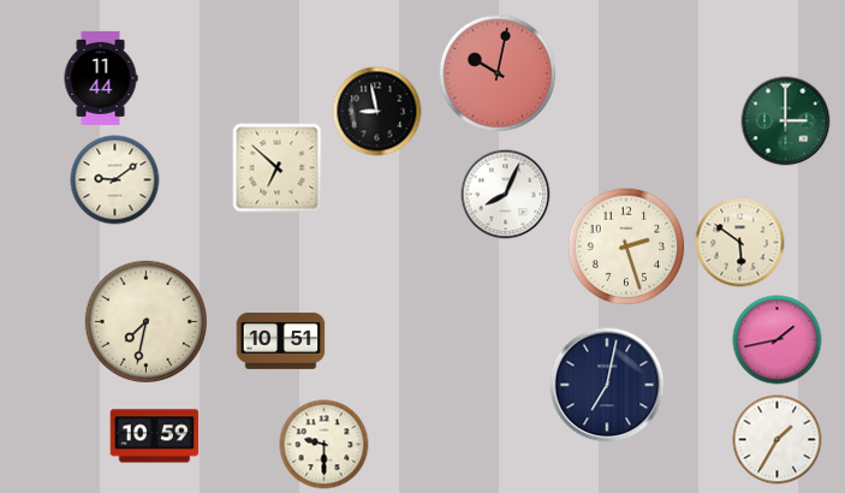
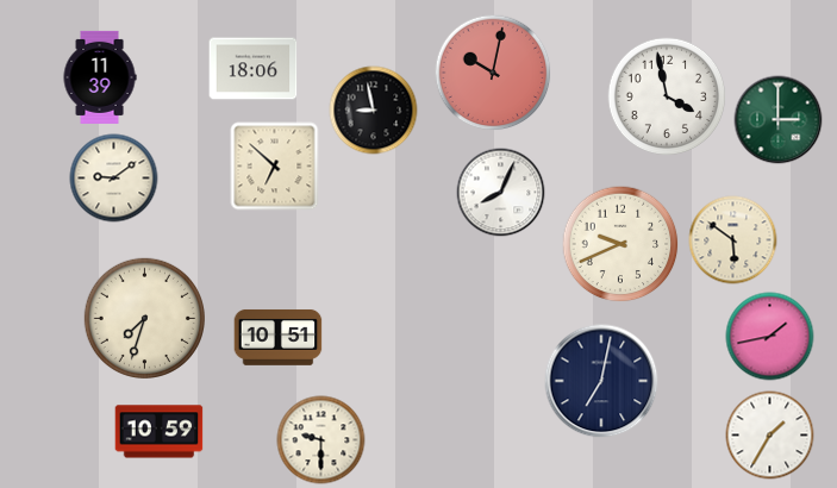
clock at (254, 69): none -> 18:06
clock at (101, 78): 11:44 -> 11:39
clock at (667, 96): none -> 3:58
clock at (626, 246): 2:27 -> 9:41
clock at (145, 321): 7:32 -> 7:33
clock at (155, 436) position: (155, 436) -> (160, 432)
